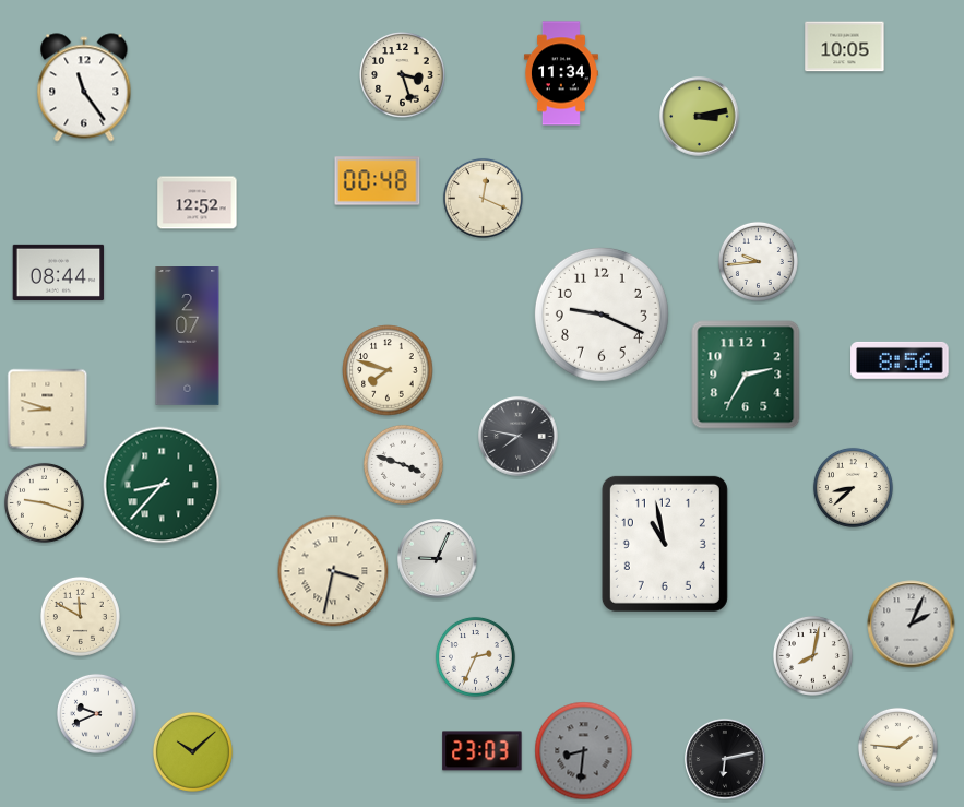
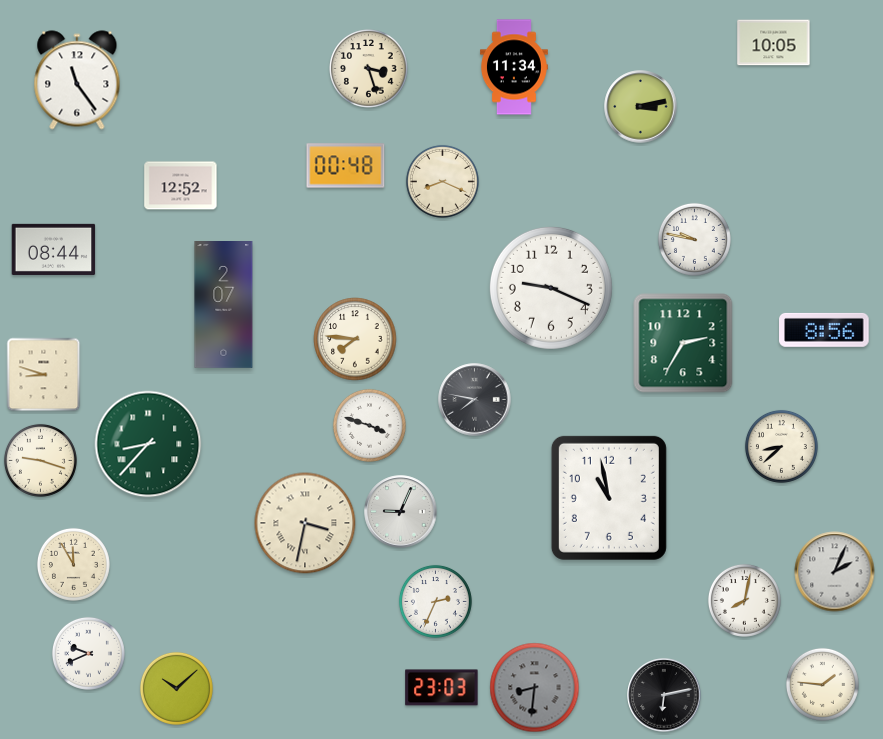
clock at (483, 198): 12:19 -> 8:19
clock at (758, 261): 9:44 -> 9:47
clock at (188, 336) position: (188, 336) -> (224, 305)
clock at (388, 370): 7:48 -> 7:46
clock at (80, 616): 11:50 -> 11:55
